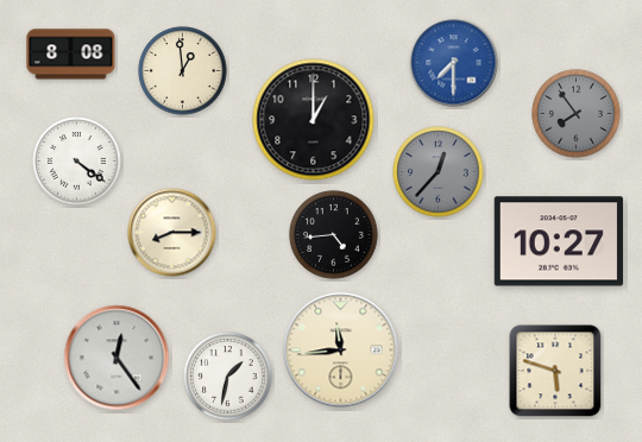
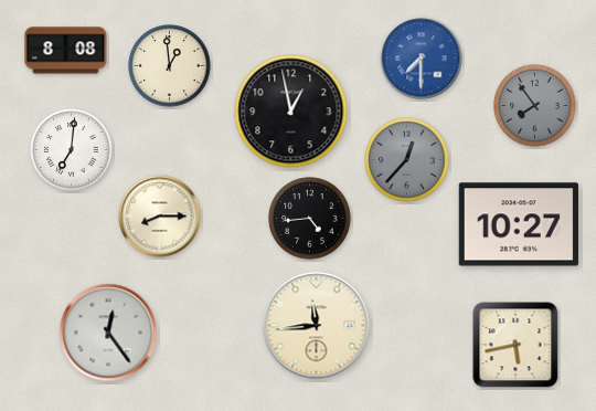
clock at (314, 120): 1:00 -> 12:58
clock at (77, 162): 4:21 -> 7:01
clock at (555, 371): 5:48 -> 5:43
clock at (228, 377): 1:32 -> none
